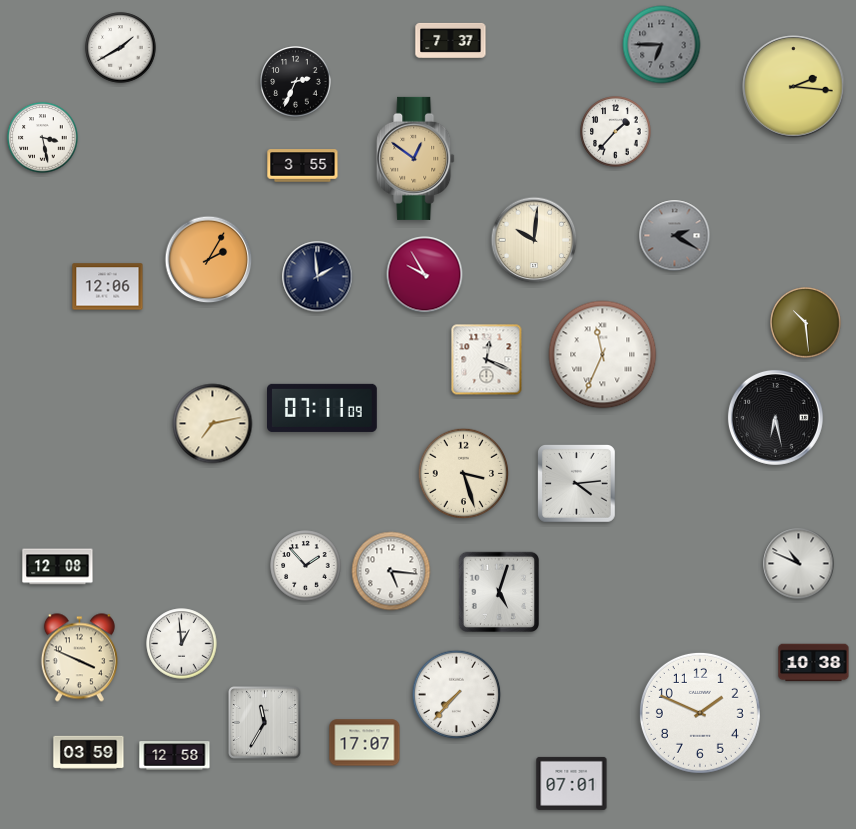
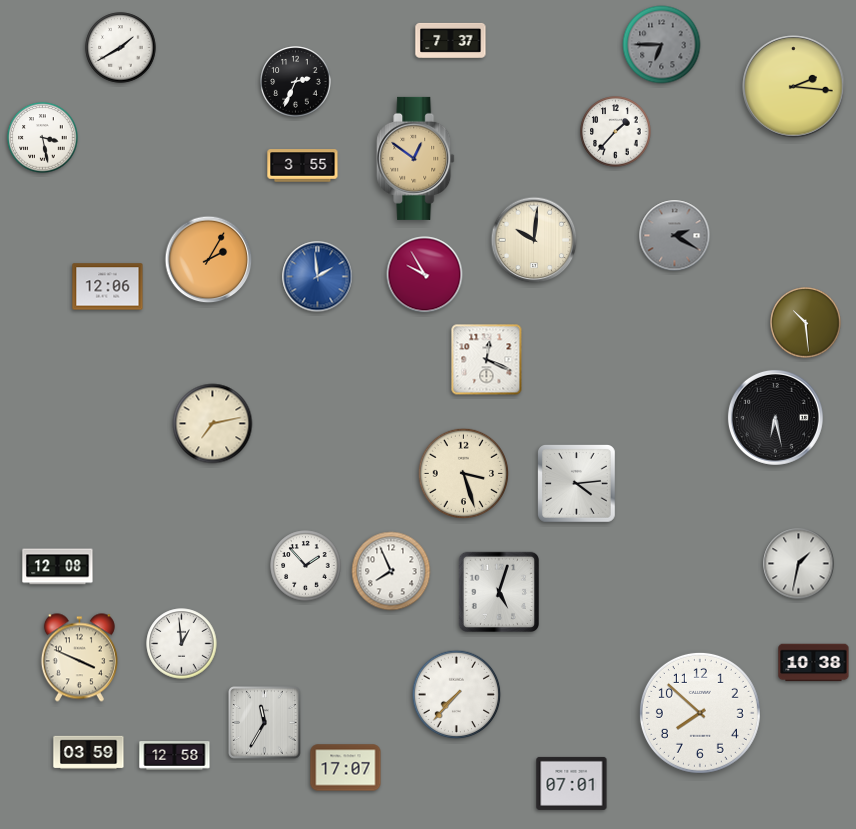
clock at (318, 277) dial: navy -> blue
clock at (603, 355): 11:34 -> none
clock at (323, 408): 07:11 -> none
clock at (799, 564): 10:49 -> 1:32
clock at (391, 571): 5:16 -> 7:56
clock at (700, 713): 1:49 -> 7:52
clock at (365, 743) position: (365, 743) -> (346, 768)
